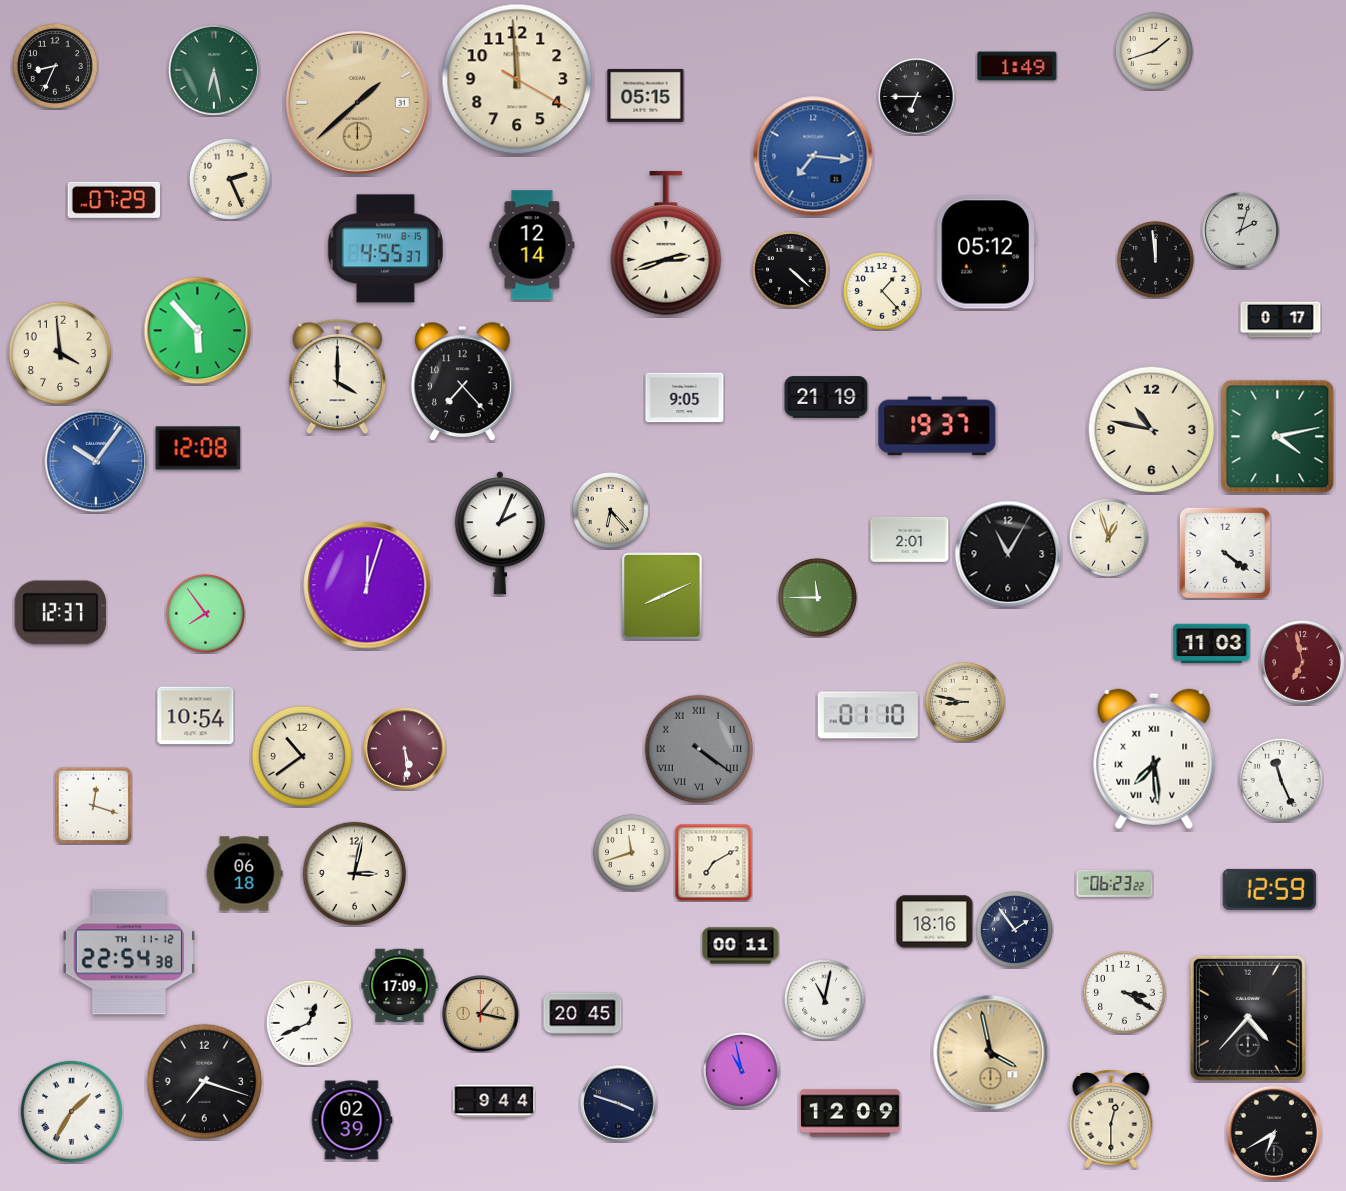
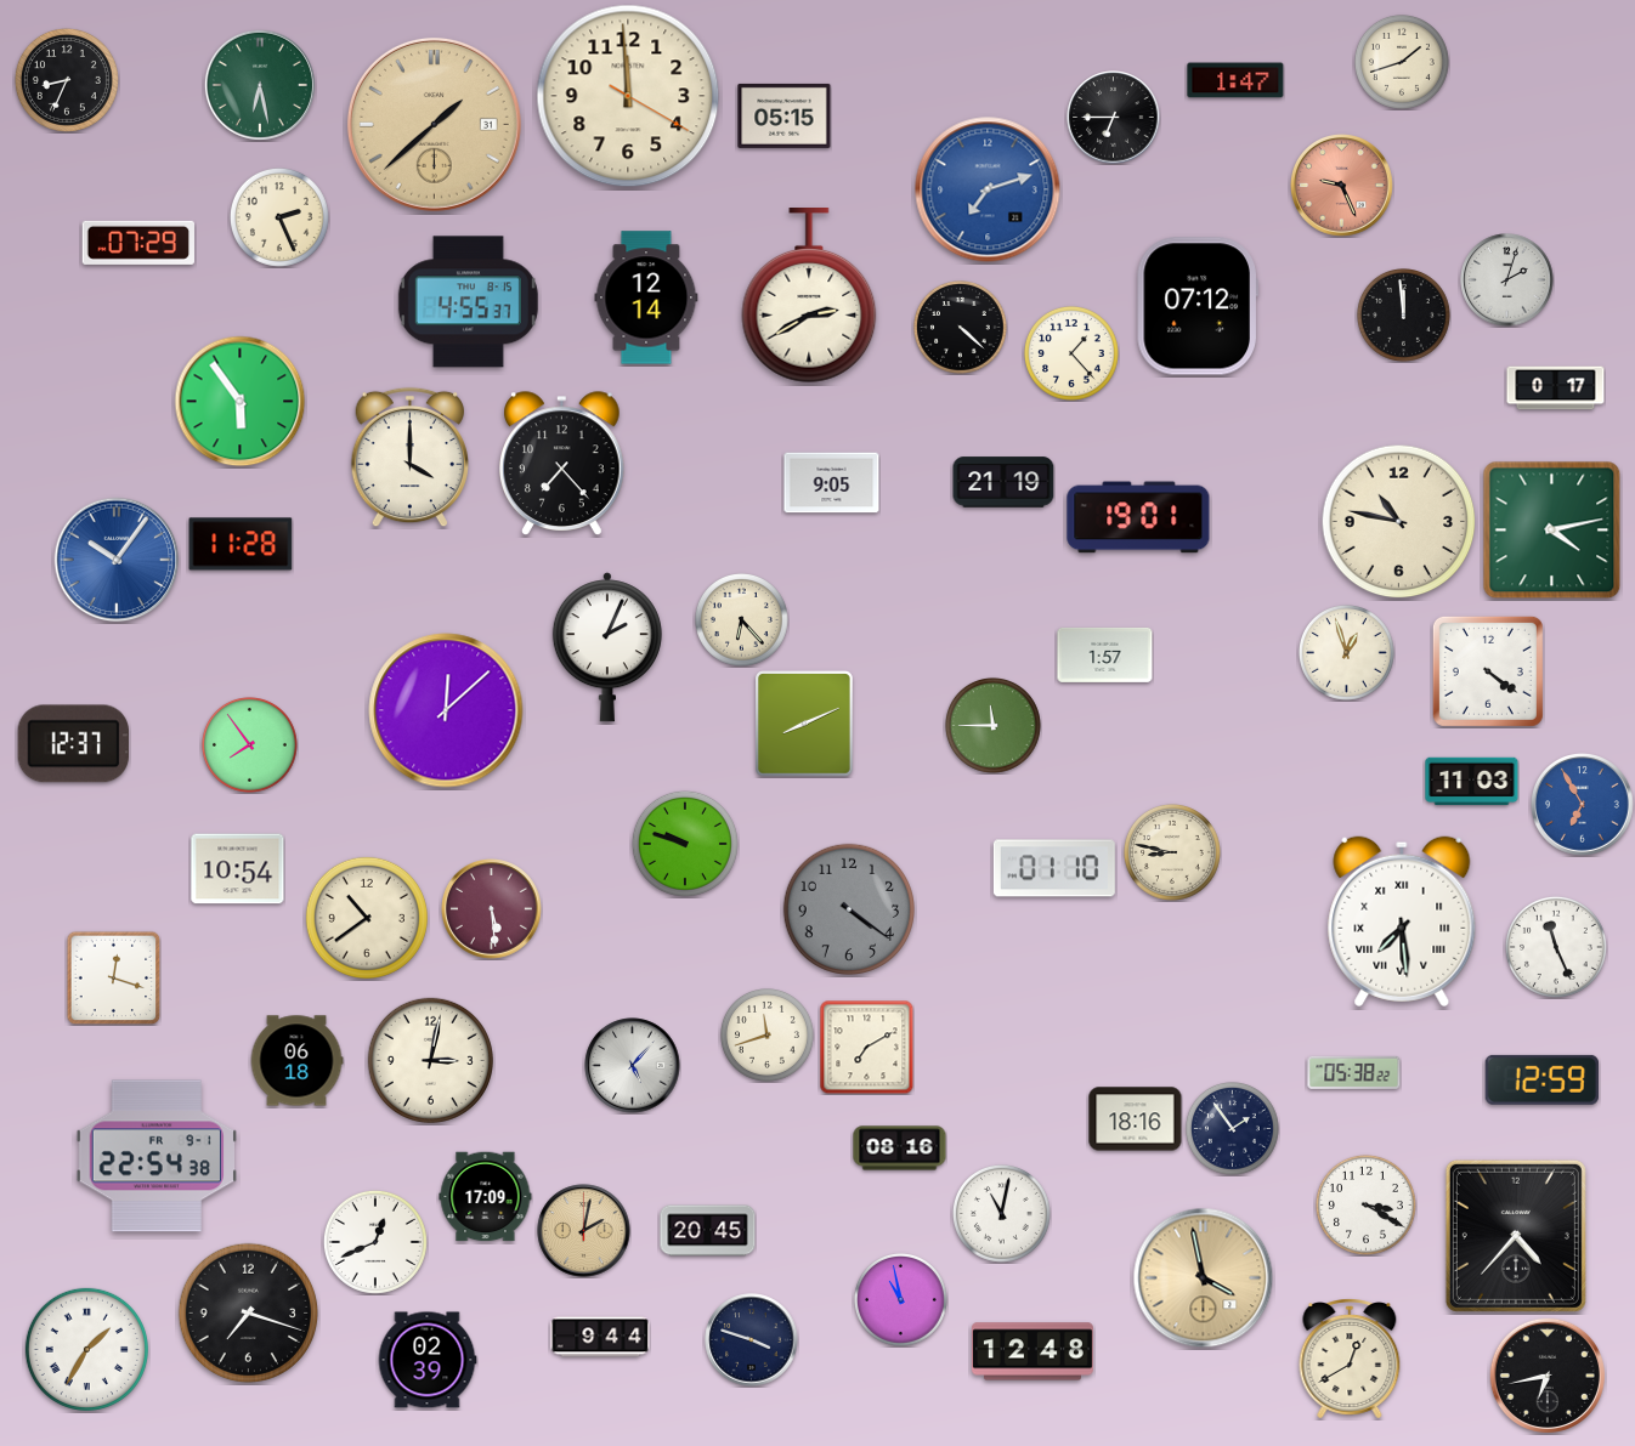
clock at (1017, 66): 1:49 -> 1:47
clock at (1342, 186): none -> 9:26
clock at (813, 156): 7:16 -> 7:12
clock at (666, 244): 2:42 -> 2:40
clock at (986, 252): 05:12 -> 07:12
clock at (198, 331): 5:53 -> 5:54
clock at (60, 353): 3:59 -> none
clock at (937, 426): 19:37 -> 19:01
clock at (198, 448): 12:08 -> 11:28
clock at (910, 539): 2:01 -> 1:57
clock at (1008, 554): 11:05 -> none
clock at (367, 585): 12:03 -> 12:08
clock at (1303, 663): 6:58 -> 6:55
clock at (1303, 663) dial: burgundy -> blue
clock at (685, 844): none -> 9:48
clock at (698, 748) numerals: Roman -> Arabic
clock at (633, 1066): none -> 5:07
clock at (1115, 883): 06:23 -> 05:38
clock at (741, 946): 00:11 -> 08:16
clock at (128, 952) date: TH 11-12 -> FR 9-1
clock at (481, 1014): 1:17 -> 2:02
clock at (850, 1113): 12:09 -> 12:48
clock at (1111, 1120): 12:30 -> 12:40
clock at (1273, 1132): 6:40 -> 6:43
